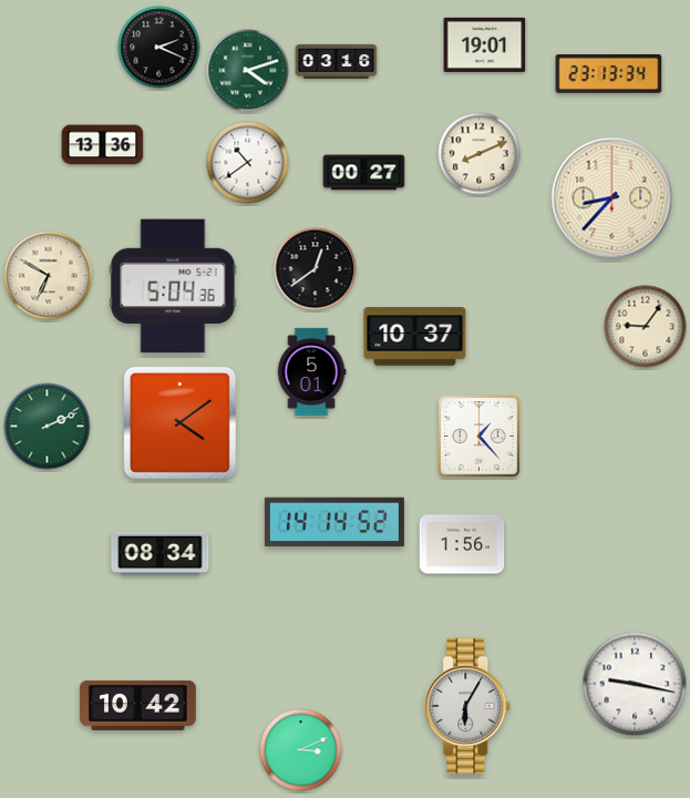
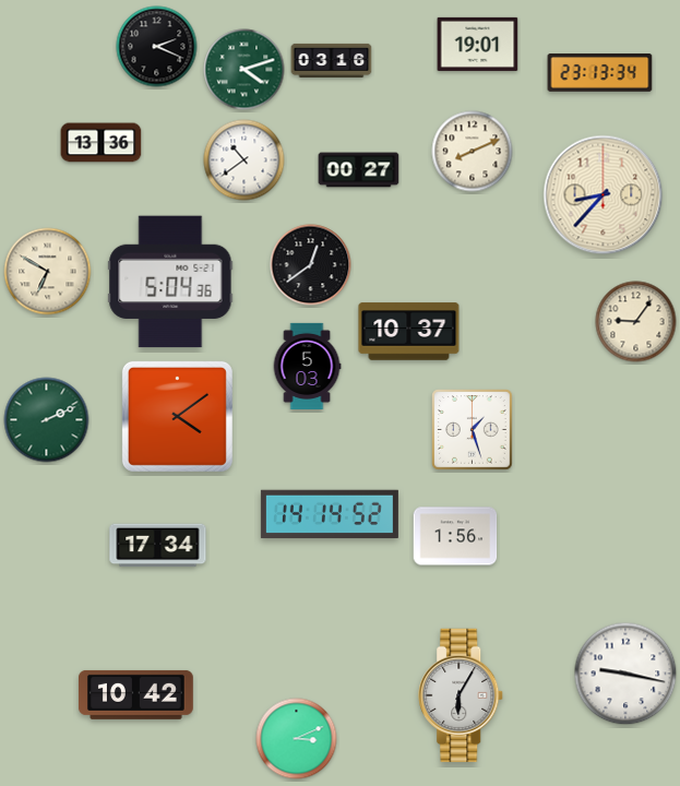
clock at (311, 371): 5:01 -> 5:03
clock at (480, 437): 1:23 -> 1:27
clock at (161, 554): 08:34 -> 17:34
